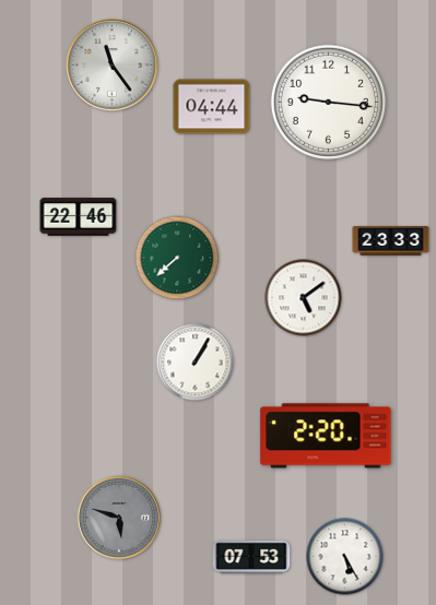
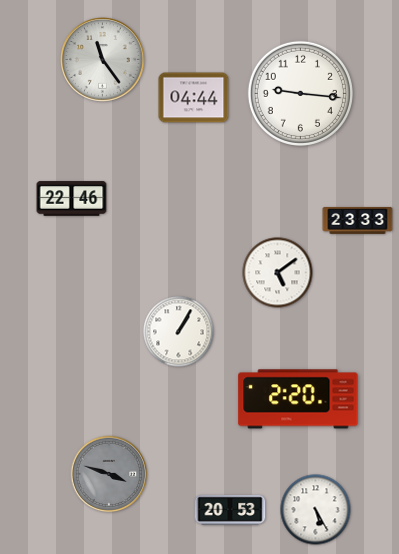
clock at (177, 258): 7:38 -> none
clock at (119, 518): 5:48 -> 3:48
clock at (251, 557): 07:53 -> 20:53
